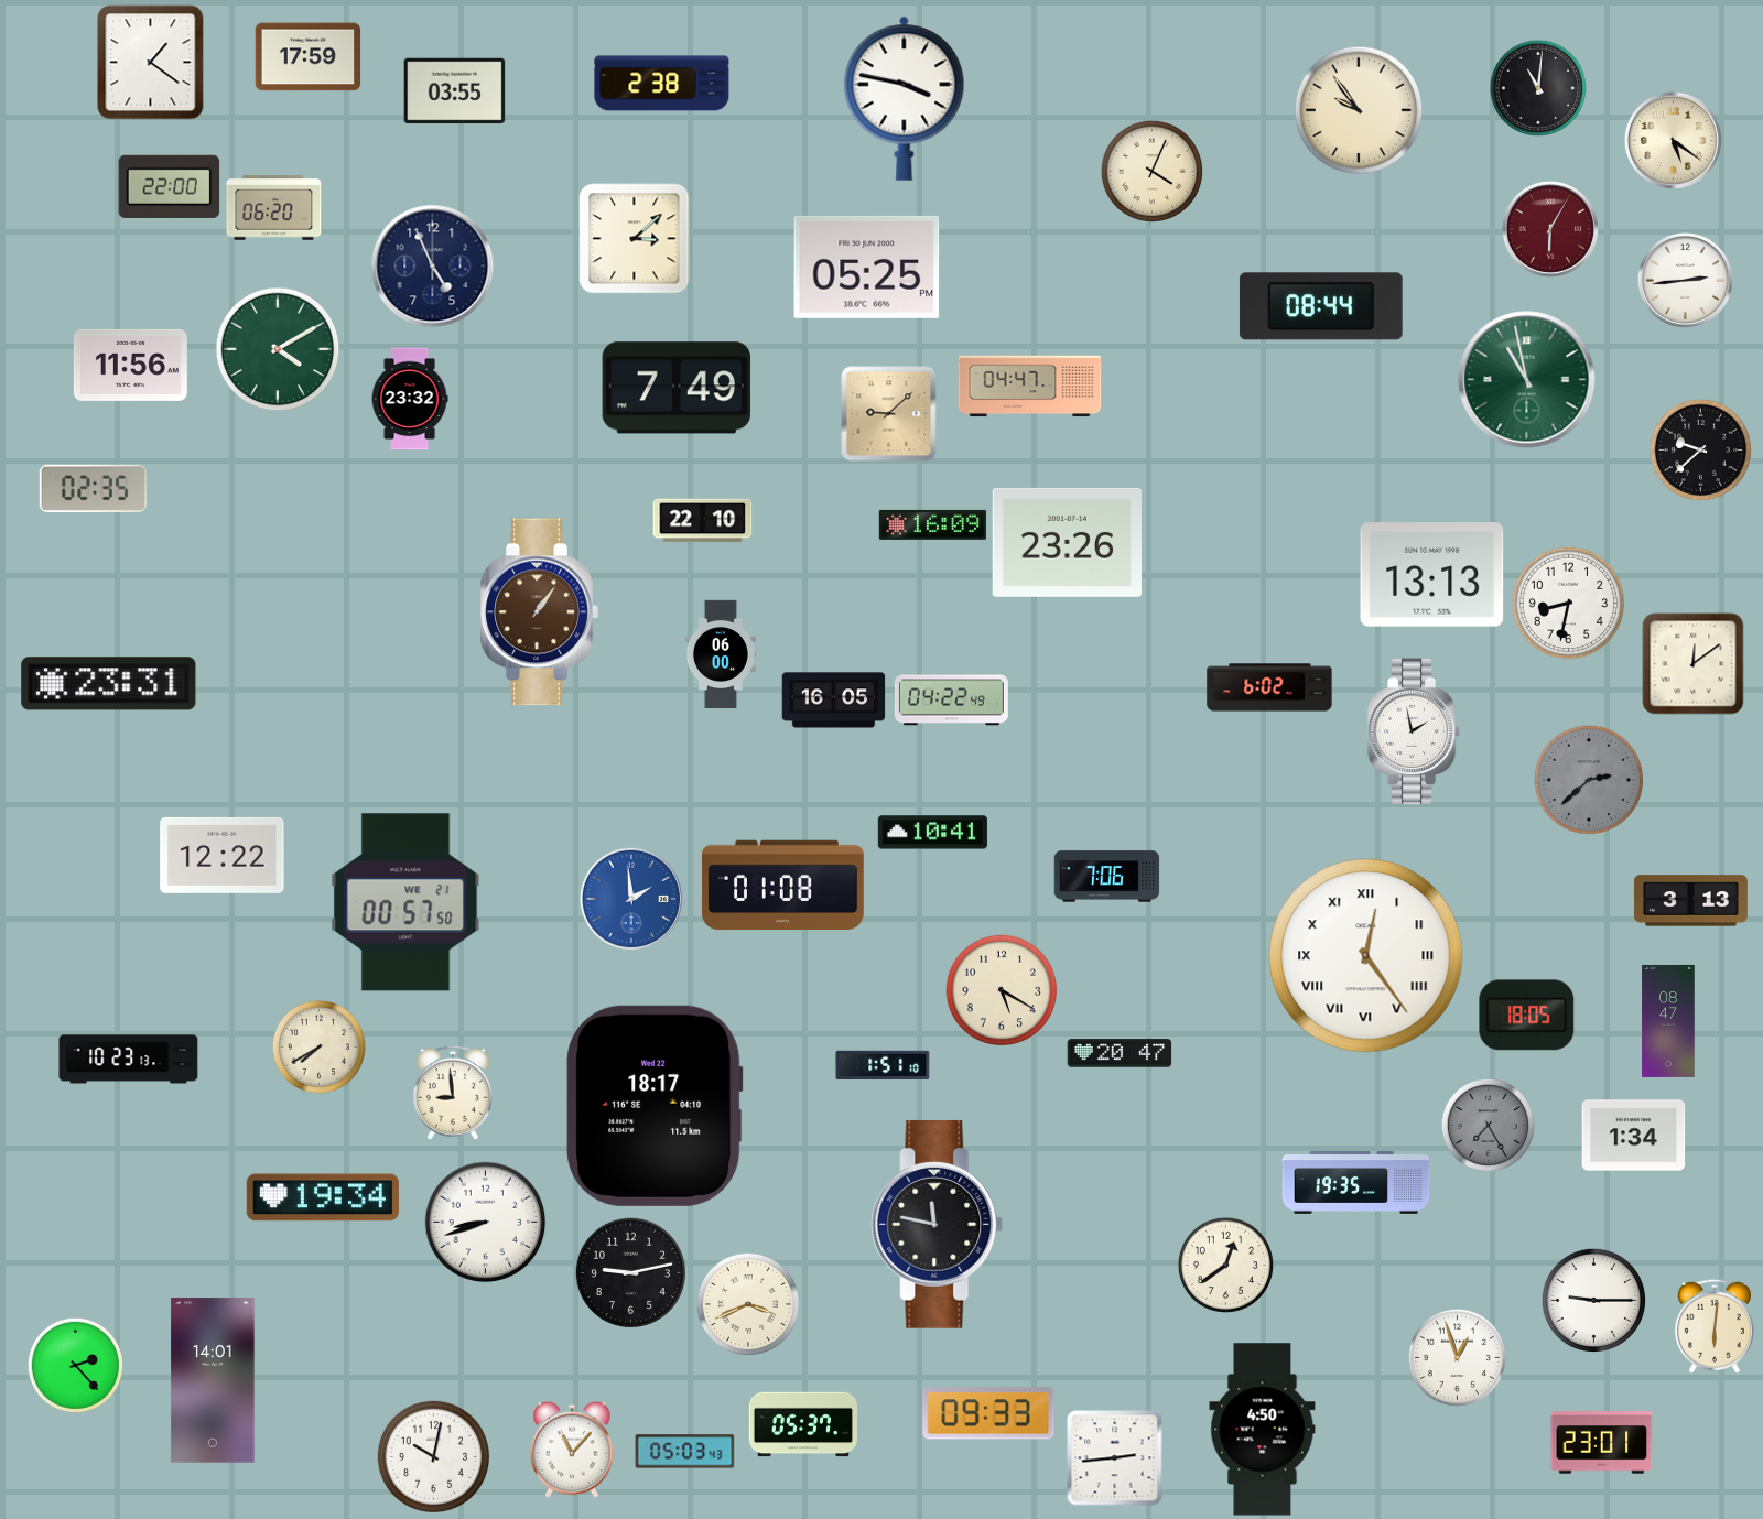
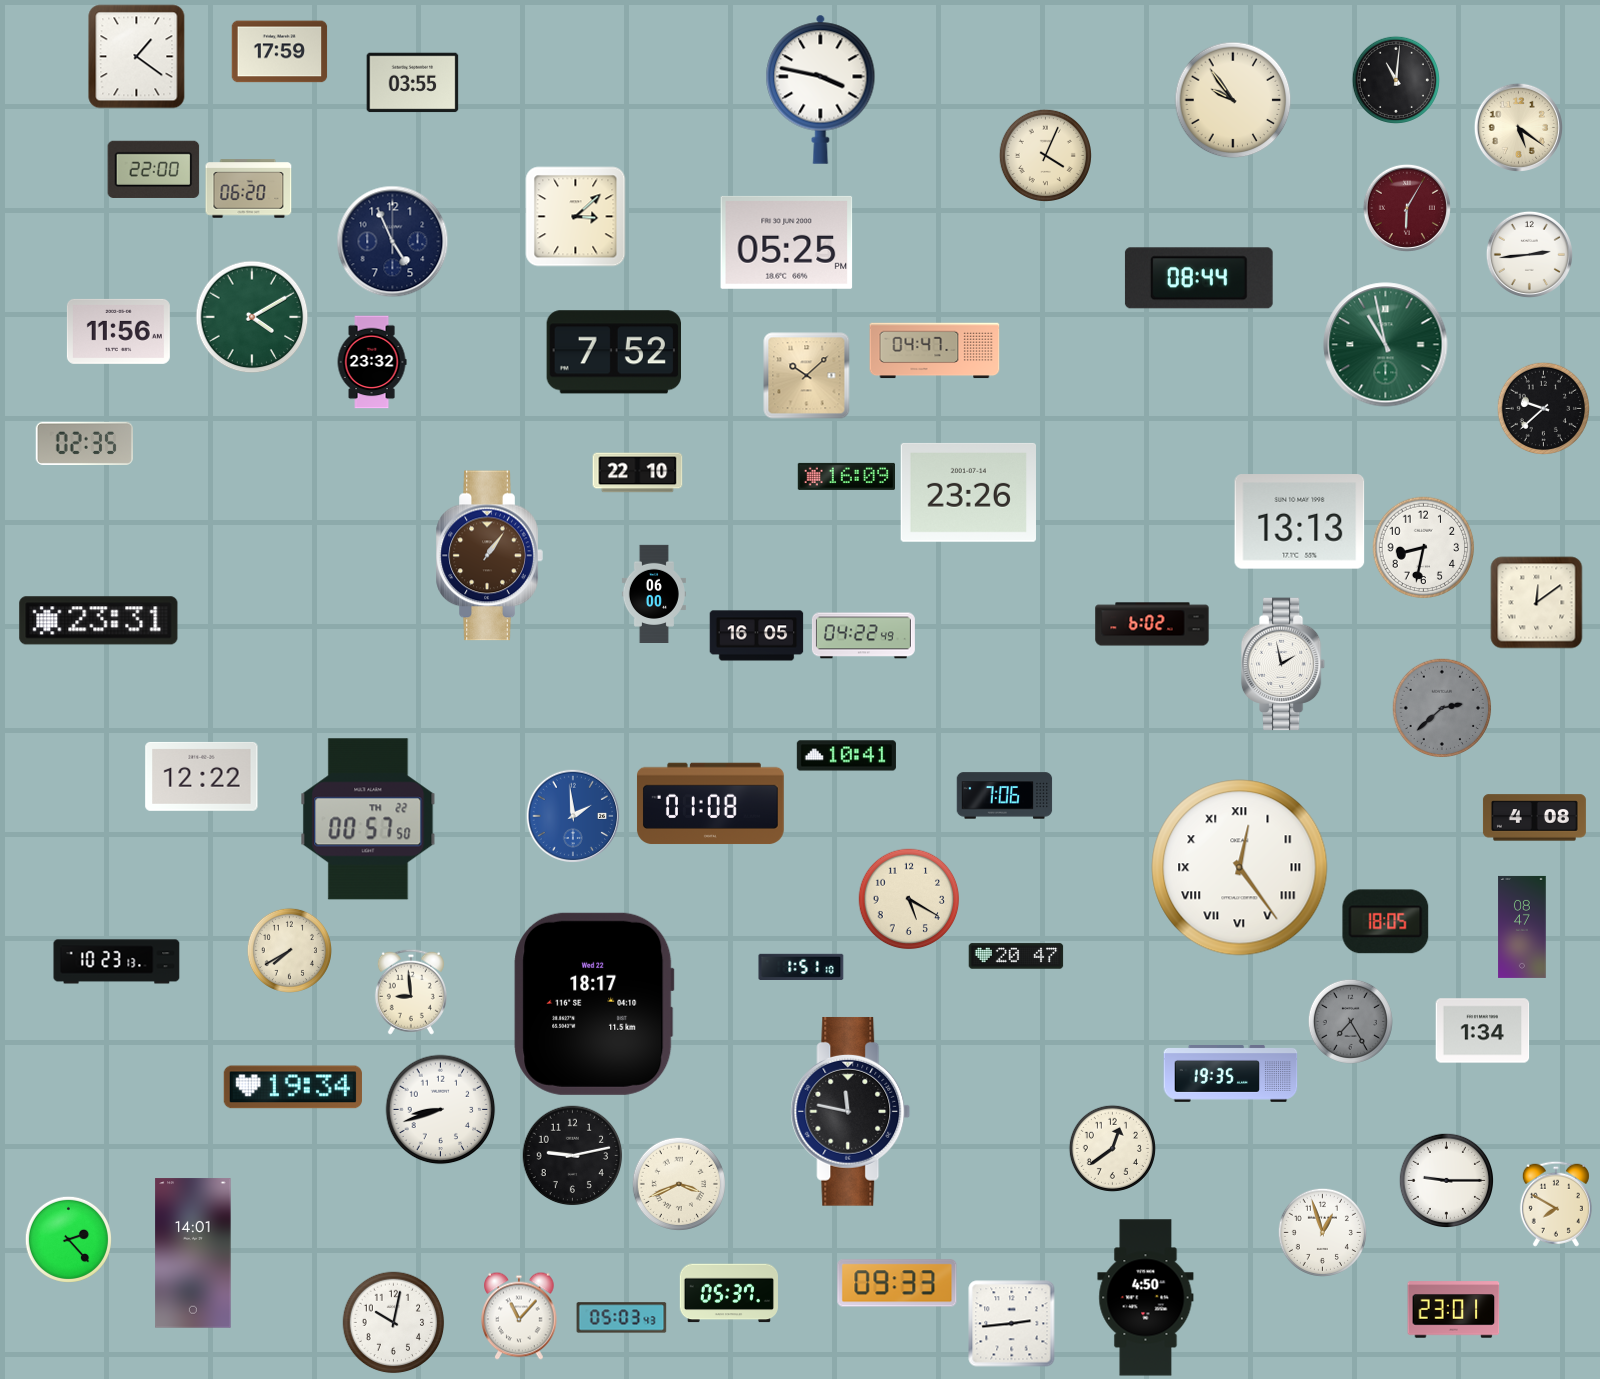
clock at (662, 84): 2:38 -> none
clock at (675, 388): 7:49 -> 7:52
clock at (889, 414): 9:08 -> 10:08
clock at (1690, 901): 3:13 -> 4:08
clock at (405, 902) date: WE 21 -> TH 22
clock at (1668, 1021) position: (1668, 1021) -> (1522, 927)
clock at (1715, 1326): 6:01 -> 7:50
